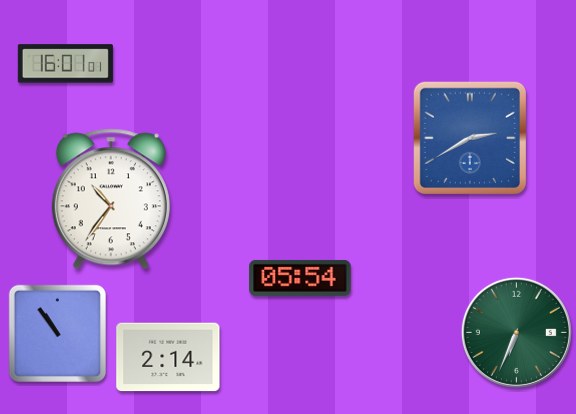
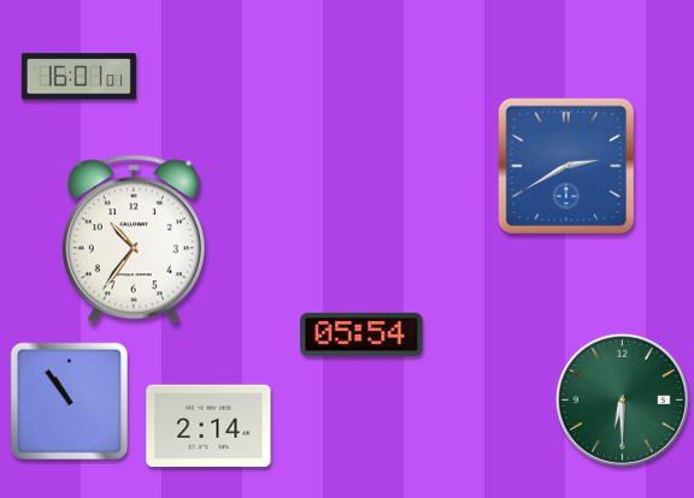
clock at (516, 332): 6:34 -> 6:30
clock at (168, 357) position: (168, 357) -> (208, 426)
